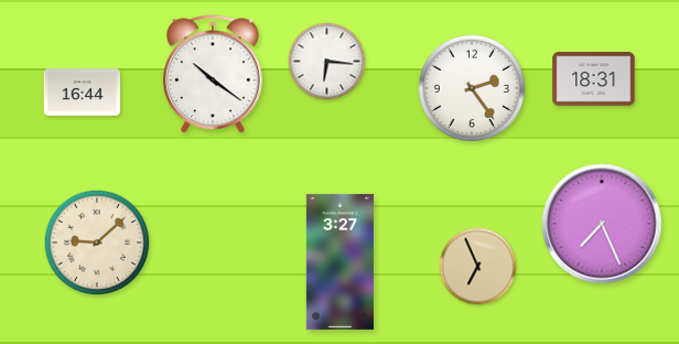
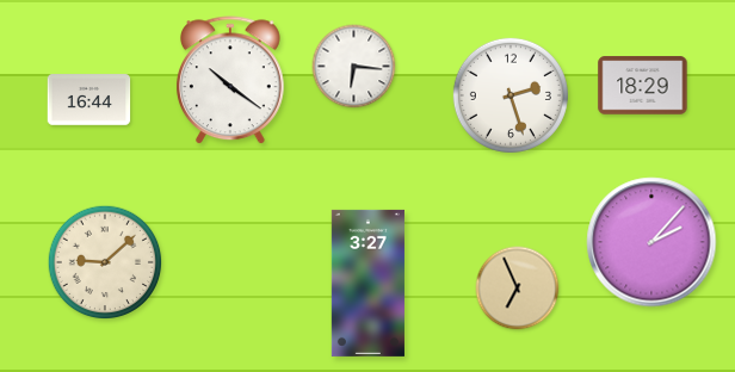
clock at (594, 79): 18:31 -> 18:29
clock at (472, 88): 2:24 -> 2:27
clock at (602, 224): 7:26 -> 2:07
